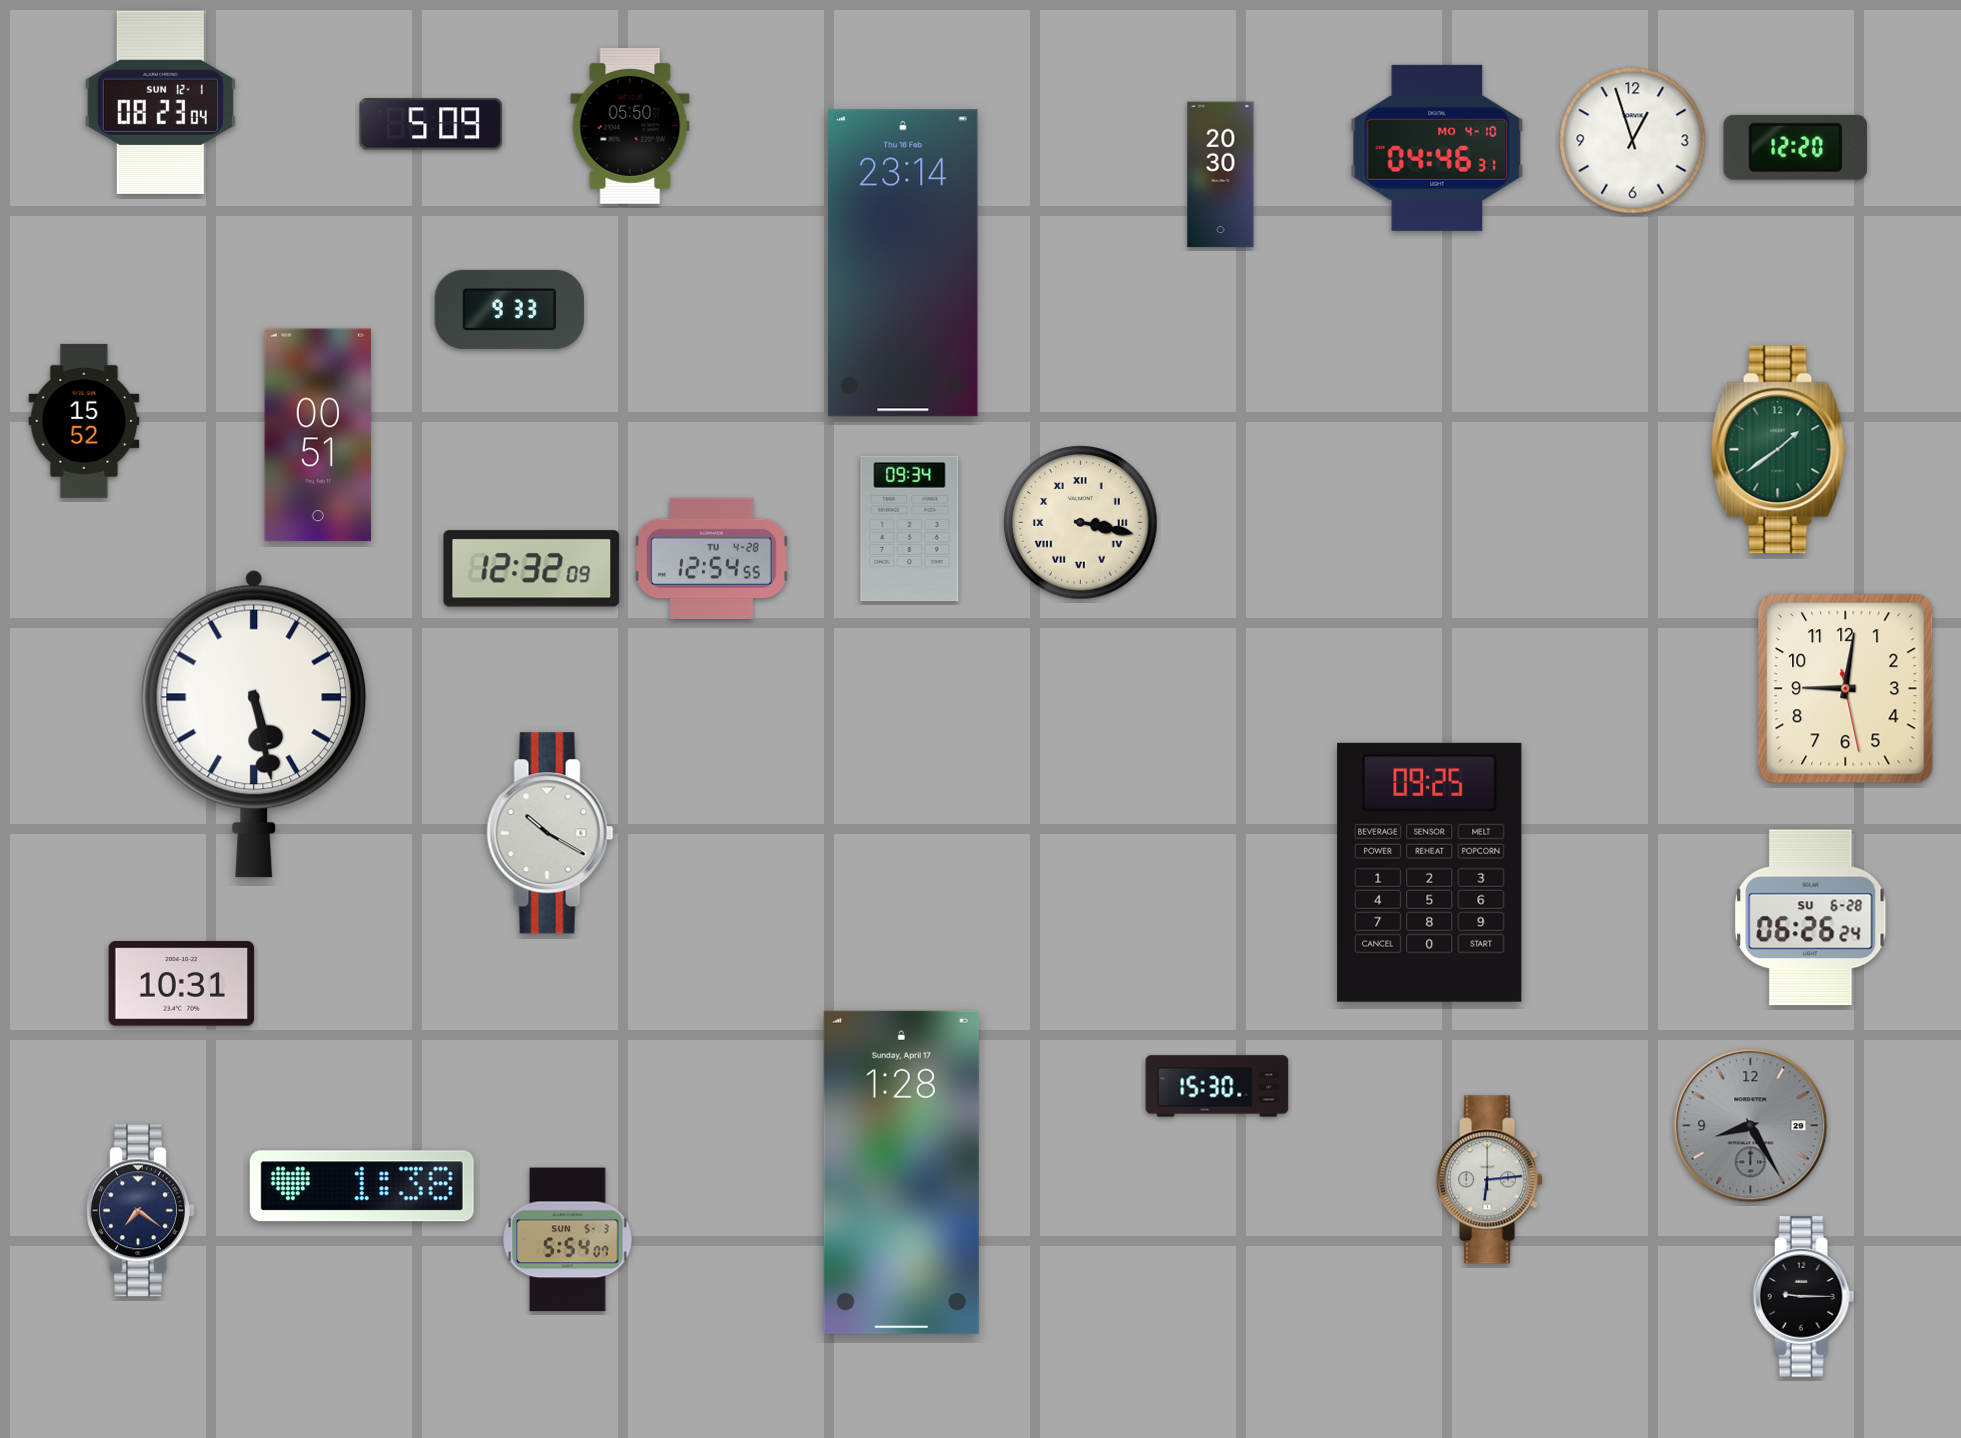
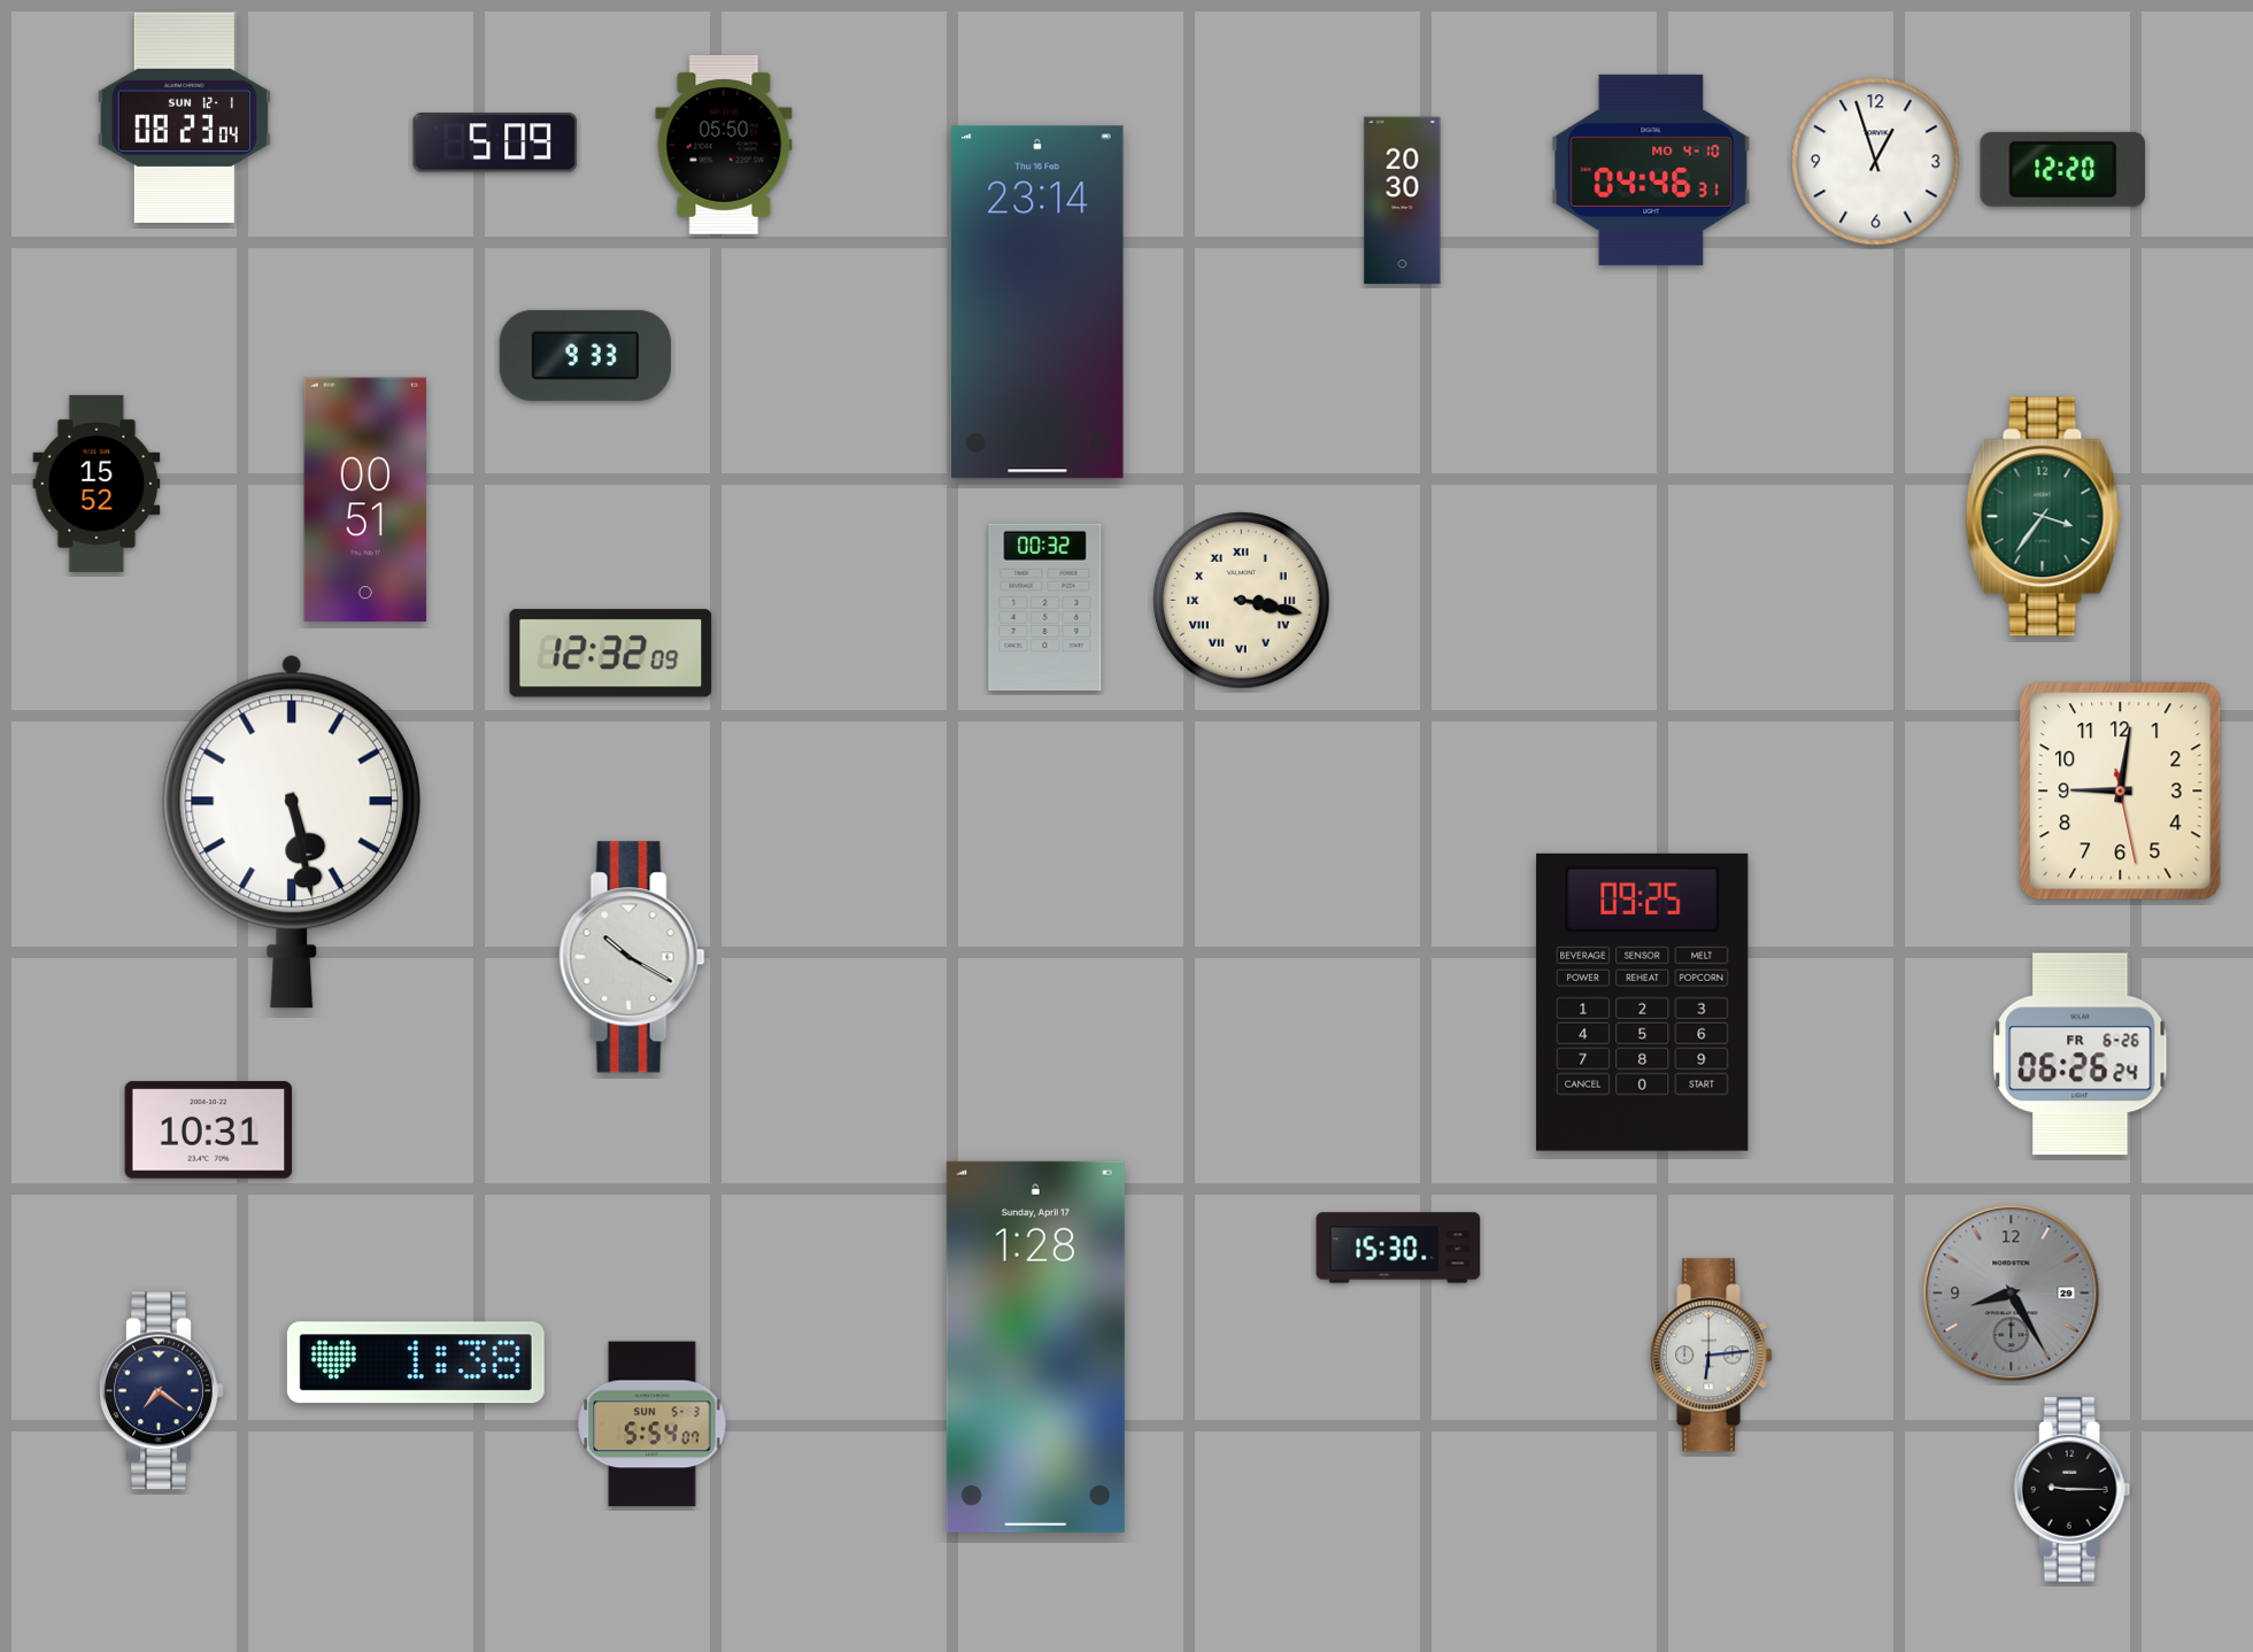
clock at (1779, 450): 1:39 -> 3:36
clock at (910, 529): 09:34 -> 00:32
clock at (711, 558): 12:54 -> none
clock at (1811, 918) date: SU 6-28 -> FR 6-26
